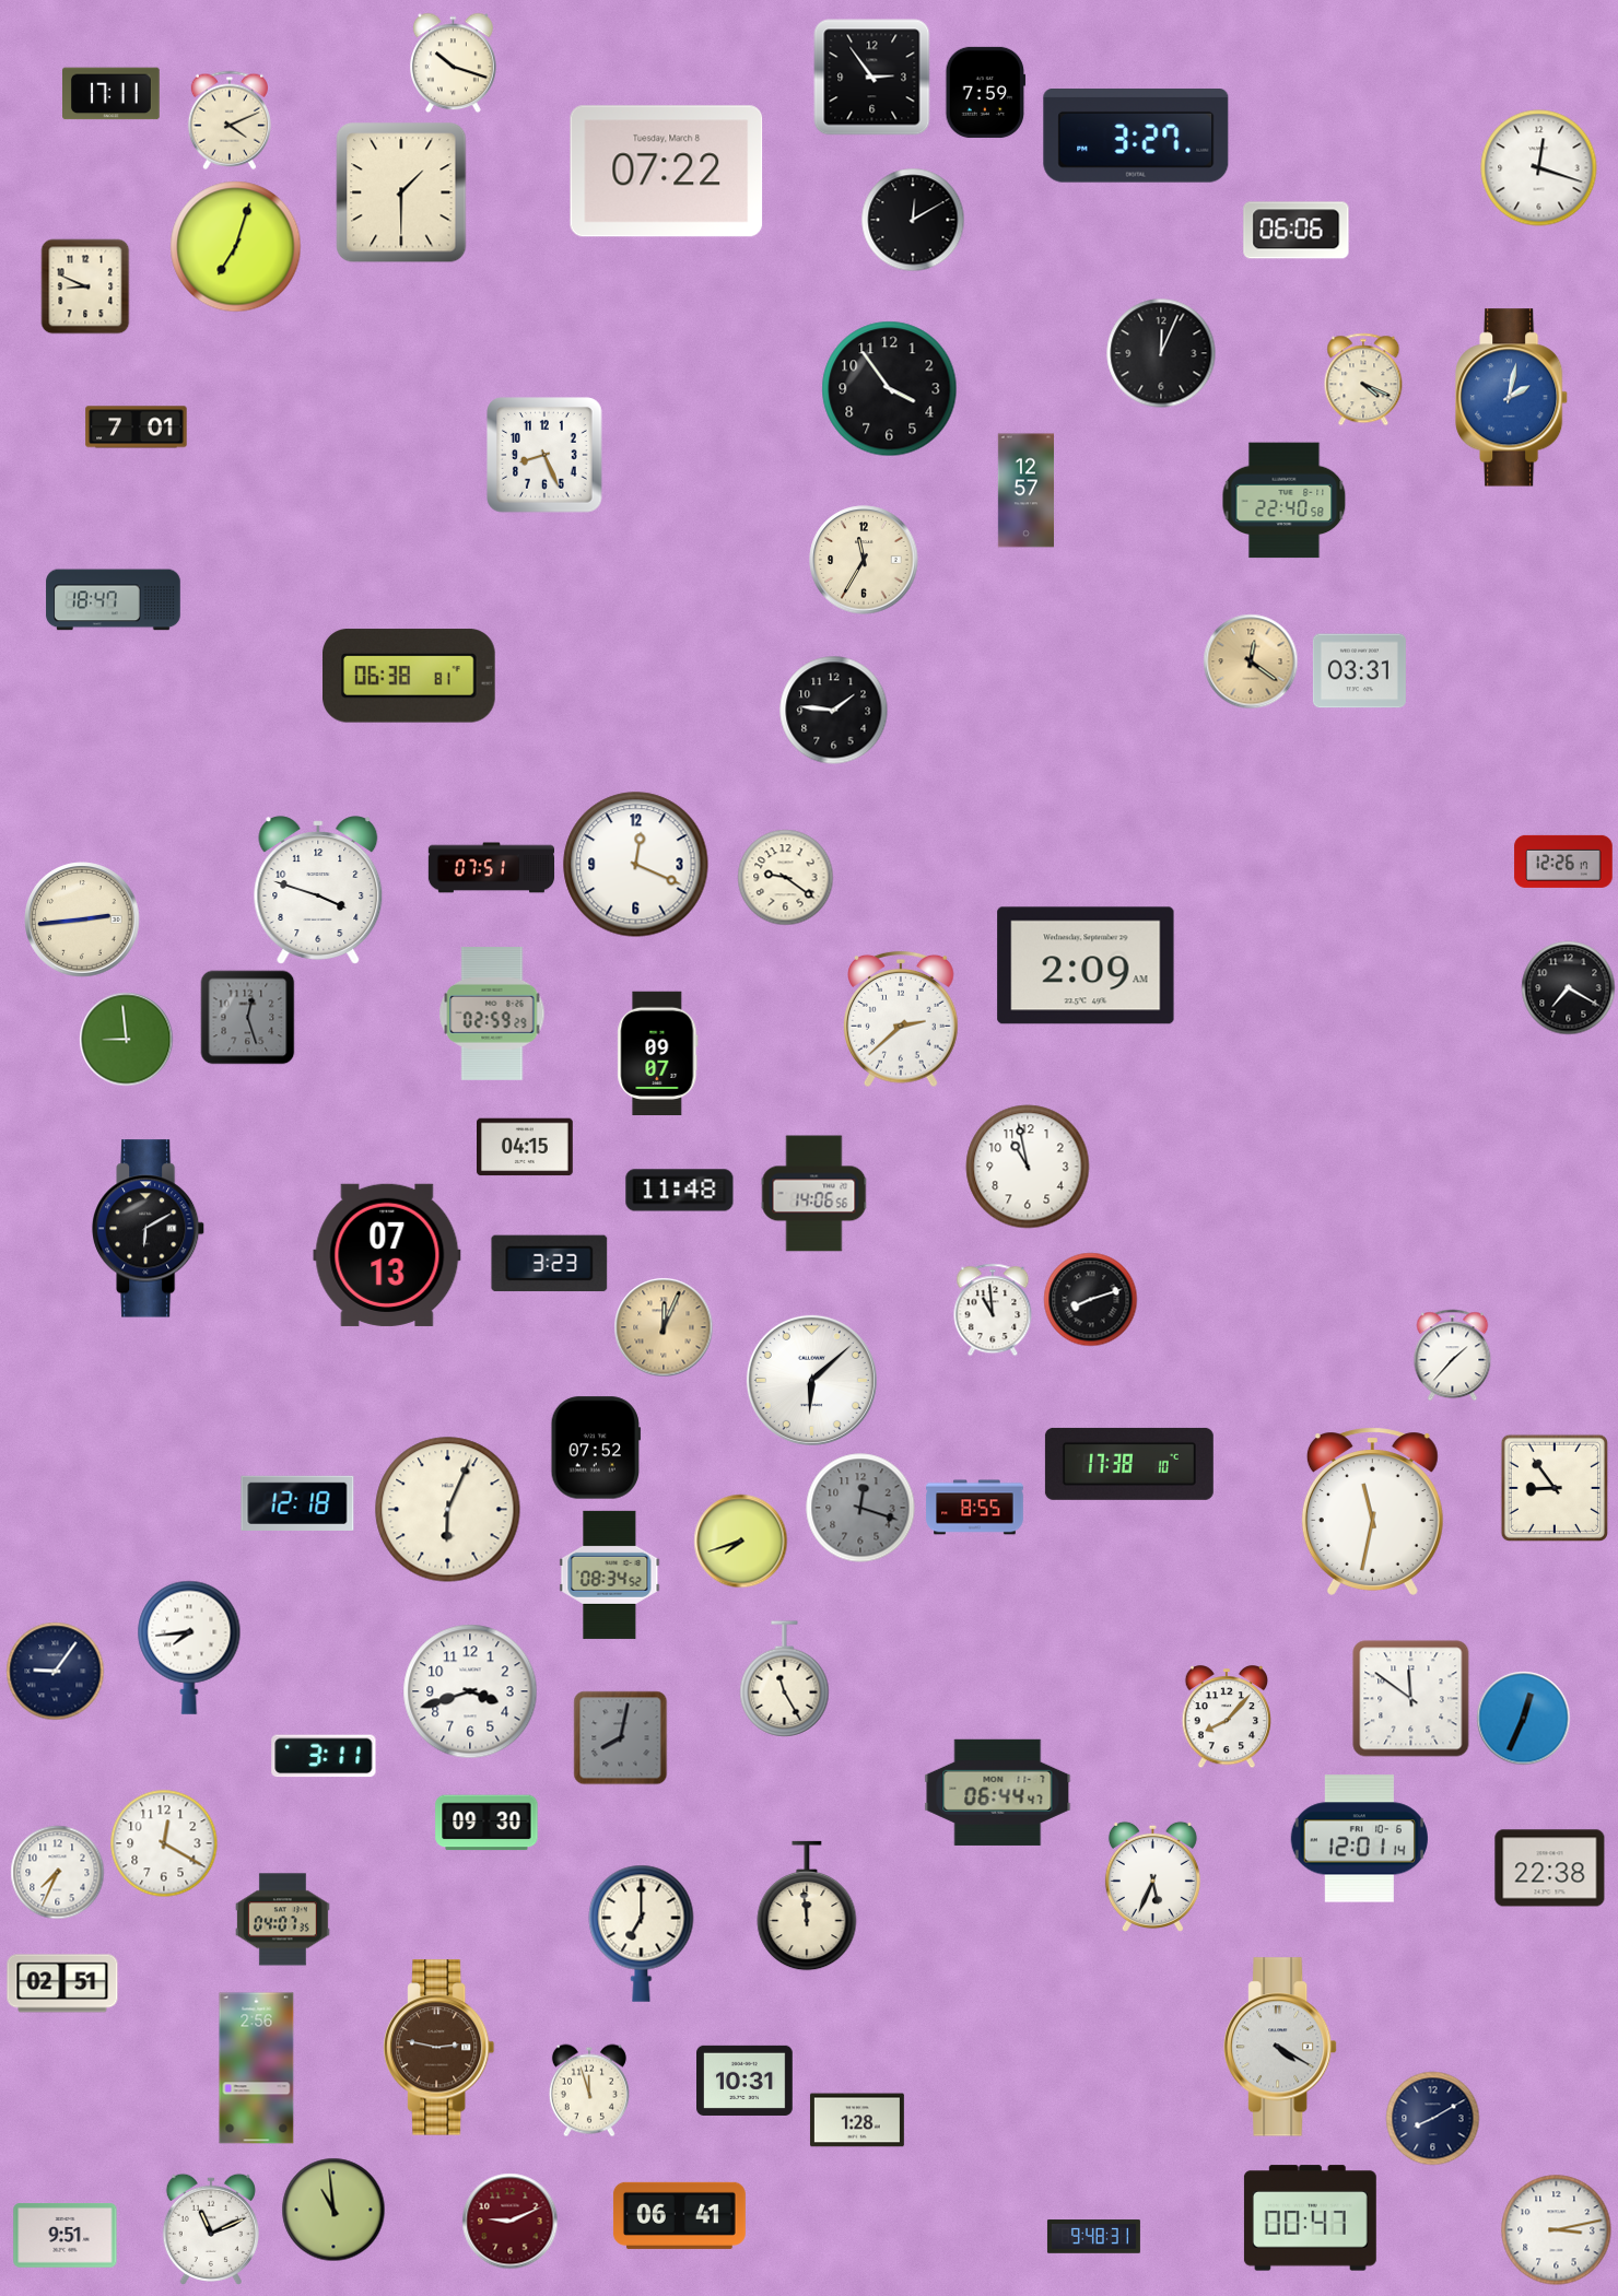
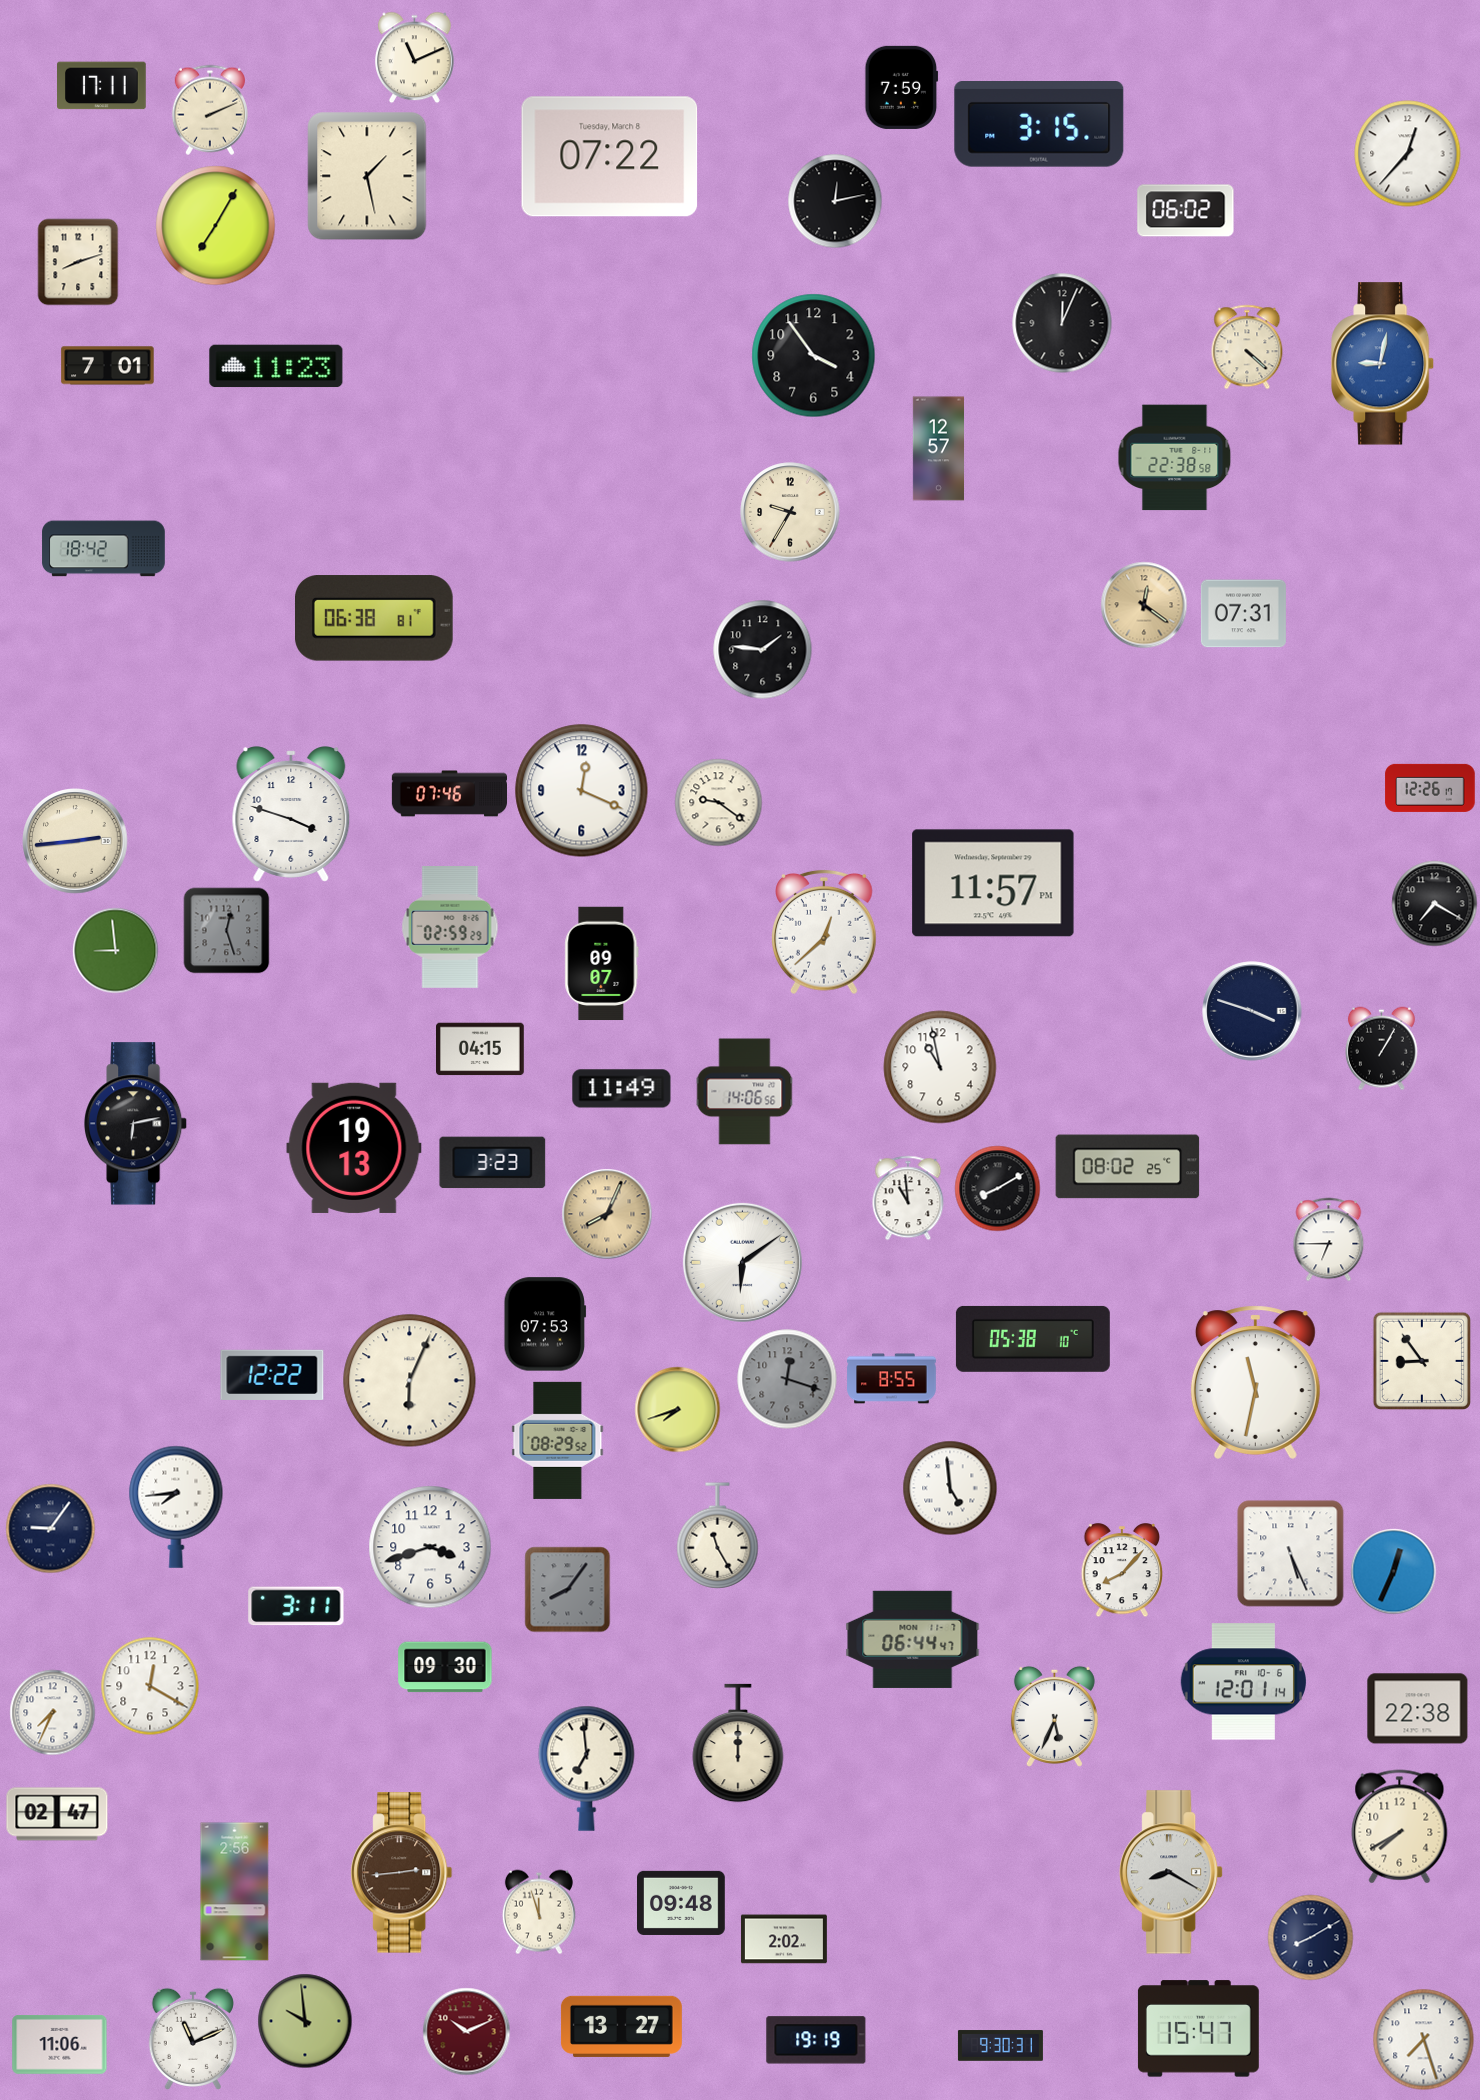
clock at (454, 63): 10:18 -> 11:11
clock at (872, 78): 2:54 -> none
clock at (986, 92) position: (986, 92) -> (902, 87)
clock at (230, 120): 4:11 -> 2:11
clock at (1136, 137): 3:27 -> 3:15
clock at (1539, 168): 12:18 -> 12:37
clock at (401, 192): 1:30 -> 1:28
clock at (913, 220): 12:10 -> 12:13
clock at (1297, 231): 06:06 -> 06:02
clock at (236, 247): 7:03 -> 7:05
clock at (85, 286): 8:49 -> 8:12
clock at (1363, 379): 4:19 -> 4:22
clock at (1513, 398): 2:02 -> 9:02
clock at (276, 366): none -> 11:23
clock at (137, 427) position: (137, 427) -> (108, 366)
clock at (544, 455): 8:26 -> none
clock at (1285, 501): 22:40 -> 22:38
clock at (864, 560): 11:35 -> 9:35
clock at (114, 600): 18:47 -> 18:42
clock at (1359, 671): 03:31 -> 07:31
clock at (491, 868): 07:51 -> 07:46
clock at (1086, 965): 2:09 -> 11:57
clock at (902, 1019): 2:38 -> 12:38
clock at (1252, 1011): none -> 3:48
clock at (1381, 1049): none -> 1:05
clock at (680, 1191): 11:48 -> 11:49
clock at (150, 1229): 6:10 -> 6:13
clock at (387, 1255): 07:13 -> 19:13
clock at (550, 1264) position: (550, 1264) -> (493, 1163)
clock at (1128, 1167): none -> 08:02
clock at (1091, 1300): 8:12 -> 8:10
clock at (664, 1327): 12:04 -> 8:04
clock at (1453, 1356): 1:37 -> 6:45
clock at (811, 1380): 6:08 -> 6:09
clock at (596, 1448): 07:52 -> 07:53
clock at (1129, 1464): 17:38 -> 05:38
clock at (297, 1502): 12:18 -> 12:22
clock at (610, 1574): 08:34 -> 08:29
clock at (950, 1488): none -> 4:59
clock at (189, 1648) position: (189, 1648) -> (176, 1507)
clock at (1411, 1699): 11:51 -> 5:26
clock at (621, 1738): 8:02 -> 8:06
clock at (807, 1906): 11:59 -> 12:00
clock at (282, 1920): 04:07 -> none
clock at (642, 1933): 7:00 -> 6:59
clock at (62, 1983): 02:51 -> 02:47
clock at (1400, 1827): none -> 7:40
clock at (1281, 2047): 4:20 -> 8:20
clock at (439, 2048): 2:47 -> 2:44
clock at (746, 2081): 10:31 -> 09:48
clock at (857, 2120): 1:28 -> 2:02
clock at (333, 2210): 10:59 -> 9:59
clock at (679, 2215): 06:41 -> 13:27
clock at (1310, 2218): 00:47 -> 15:47
clock at (511, 2222): 9:11 -> 10:11
clock at (816, 2040): none -> 19:19
clock at (1557, 2230): 3:13 -> 7:27
clock at (66, 2236): 9:51 -> 11:06
clock at (1093, 2237): 9:48 -> 9:30
